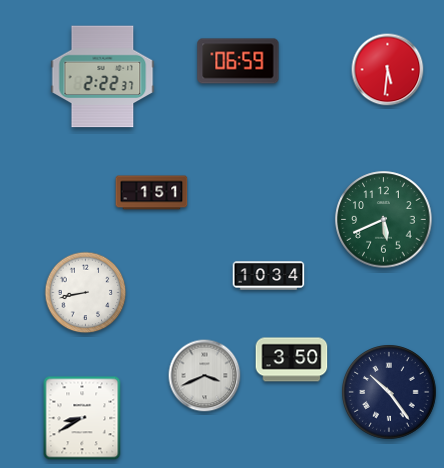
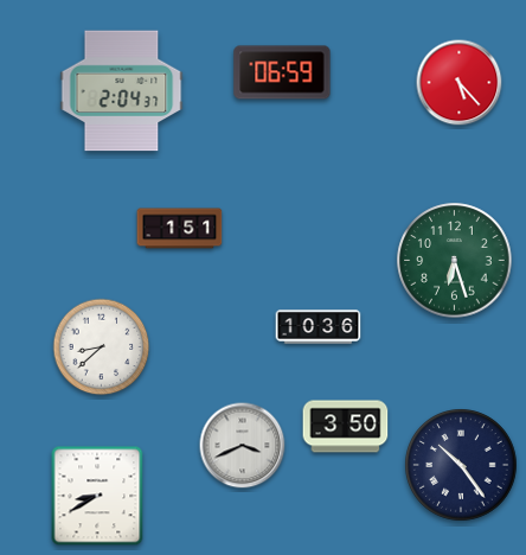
clock at (388, 70): 5:31 -> 5:23
clock at (103, 77): 2:22 -> 2:04
clock at (384, 220): 5:41 -> 6:27
clock at (269, 276): 10:34 -> 10:36
clock at (86, 293): 8:43 -> 8:38
